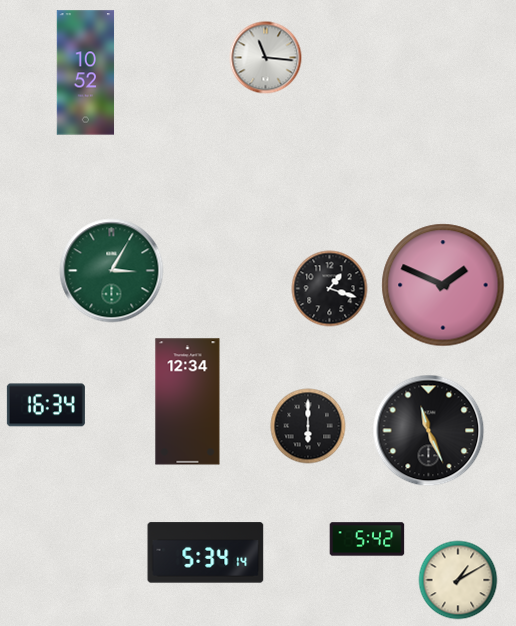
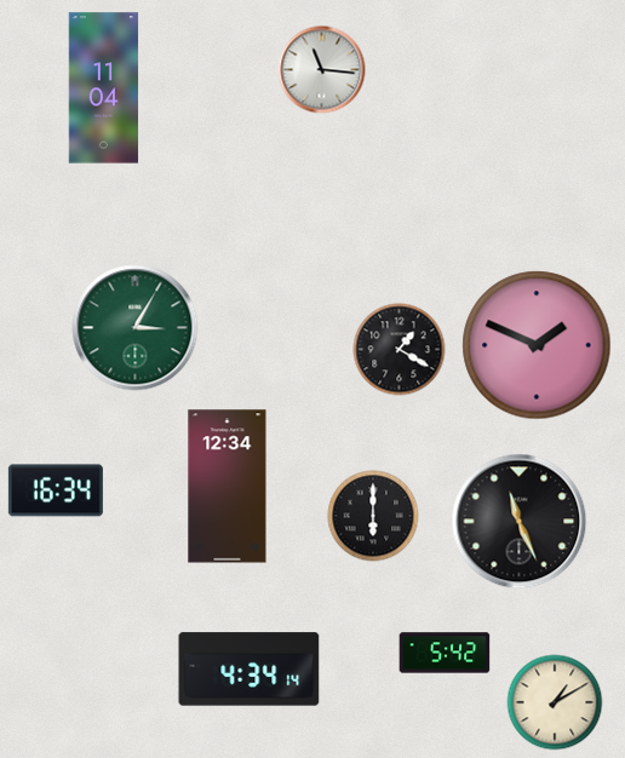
clock at (86, 73): 10:52 -> 11:04
clock at (330, 289): 1:18 -> 1:20
clock at (206, 553): 5:34 -> 4:34
